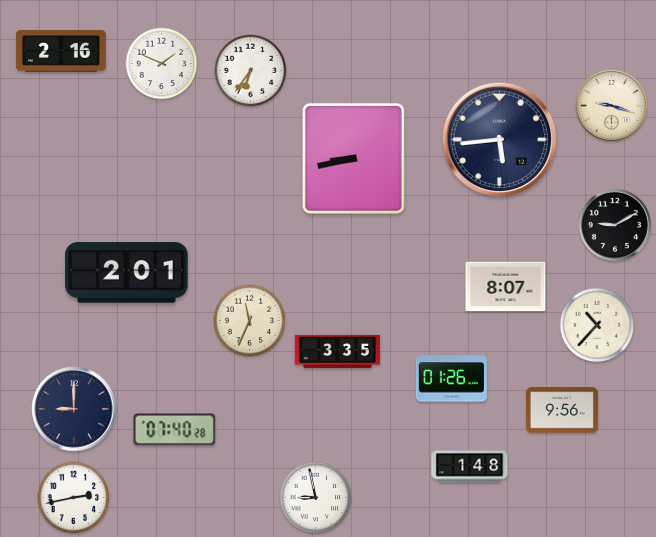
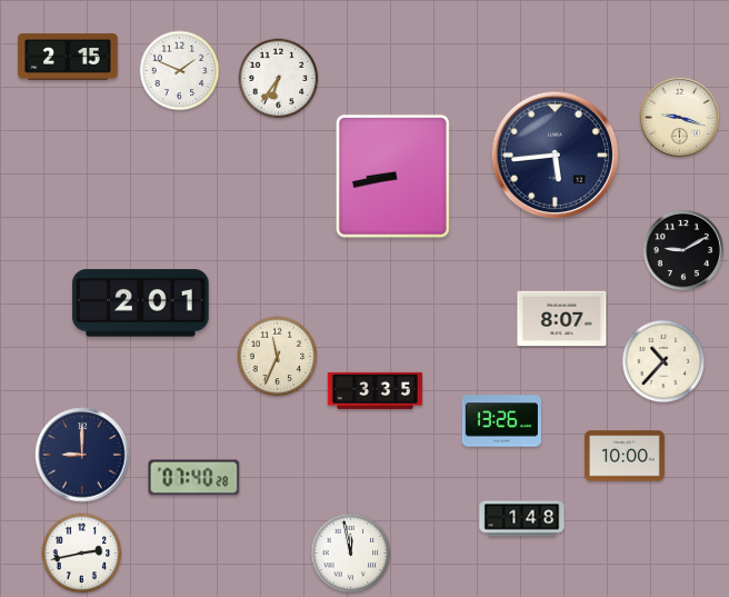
clock at (61, 51): 2:16 -> 2:15
clock at (451, 379): 01:26 -> 13:26
clock at (562, 410): 9:56 -> 10:00
clock at (316, 498): 8:58 -> 11:58
